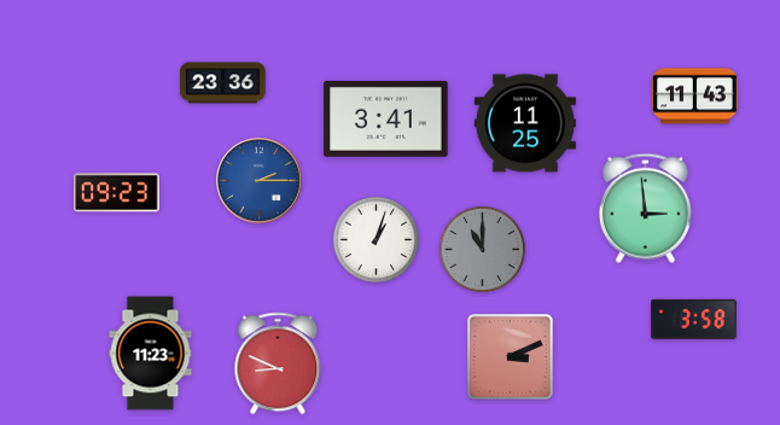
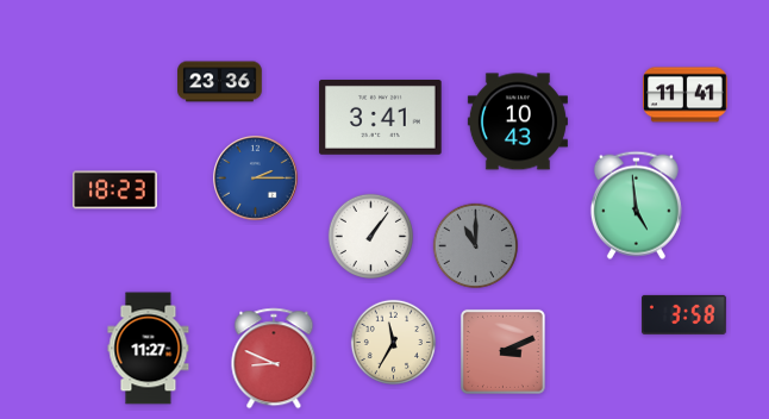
clock at (695, 97): 11:43 -> 11:41
clock at (525, 123): 11:25 -> 10:43
clock at (117, 193): 09:23 -> 18:23
clock at (645, 208): 2:59 -> 4:59
clock at (377, 240): 1:03 -> 1:06
clock at (394, 343): none -> 11:35
clock at (151, 354): 11:23 -> 11:27
